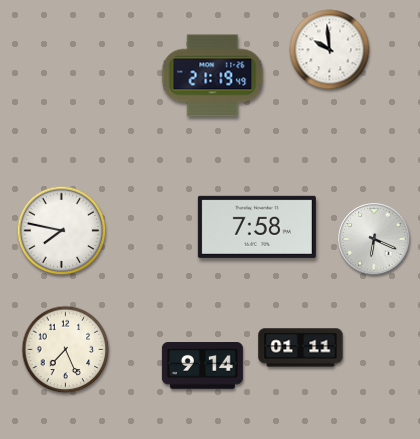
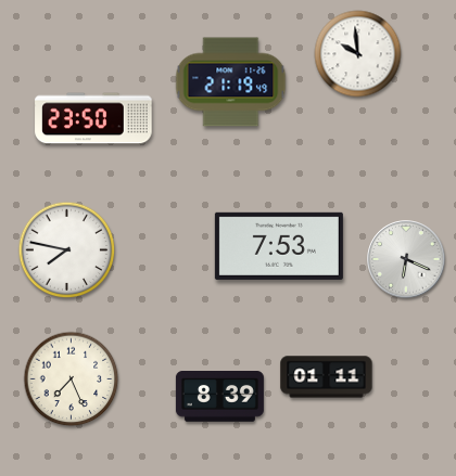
clock at (93, 118): none -> 23:50
clock at (257, 227): 7:58 -> 7:53
clock at (202, 366): 9:14 -> 8:39
